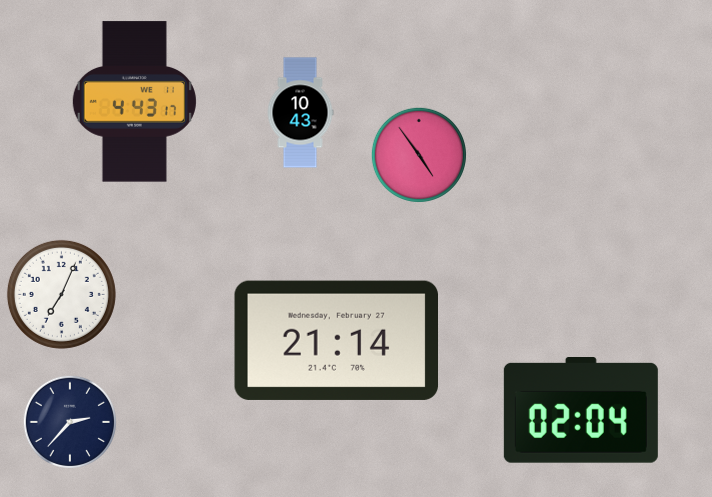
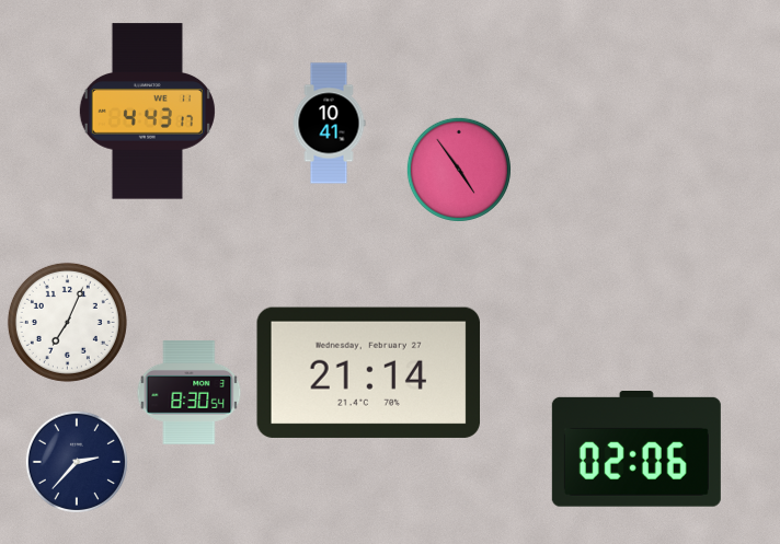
clock at (300, 113): 10:43 -> 10:41
clock at (190, 393): none -> 8:30
clock at (581, 411): 02:04 -> 02:06
